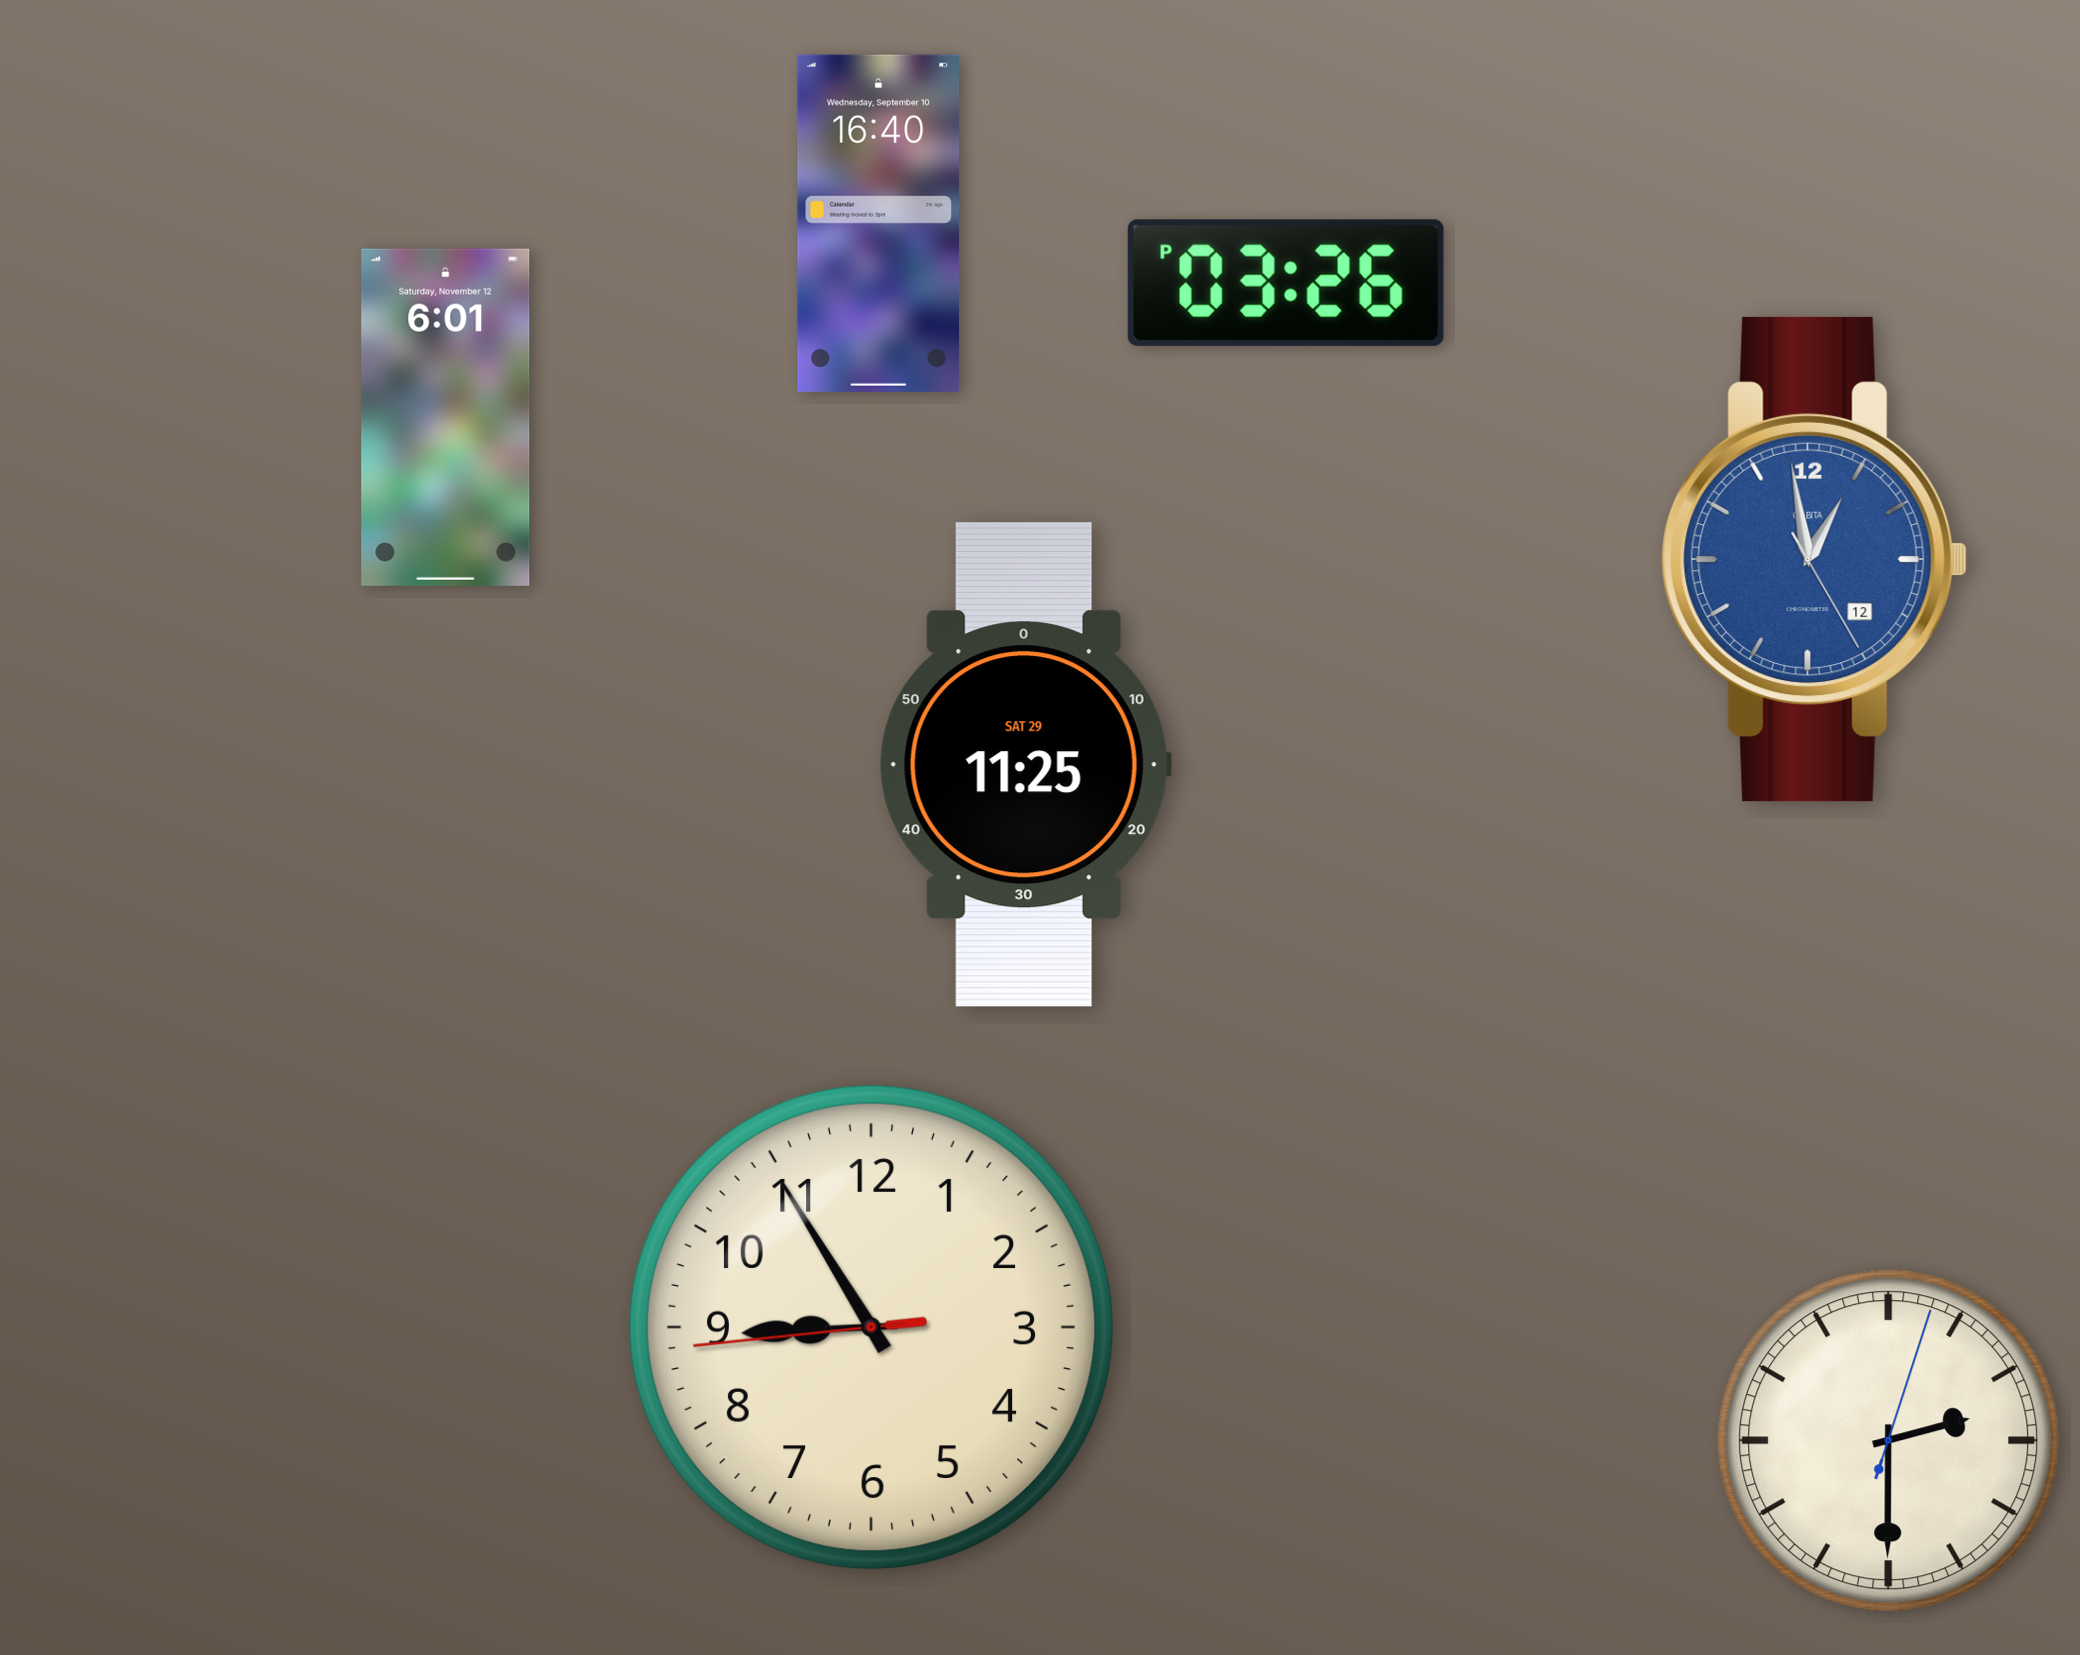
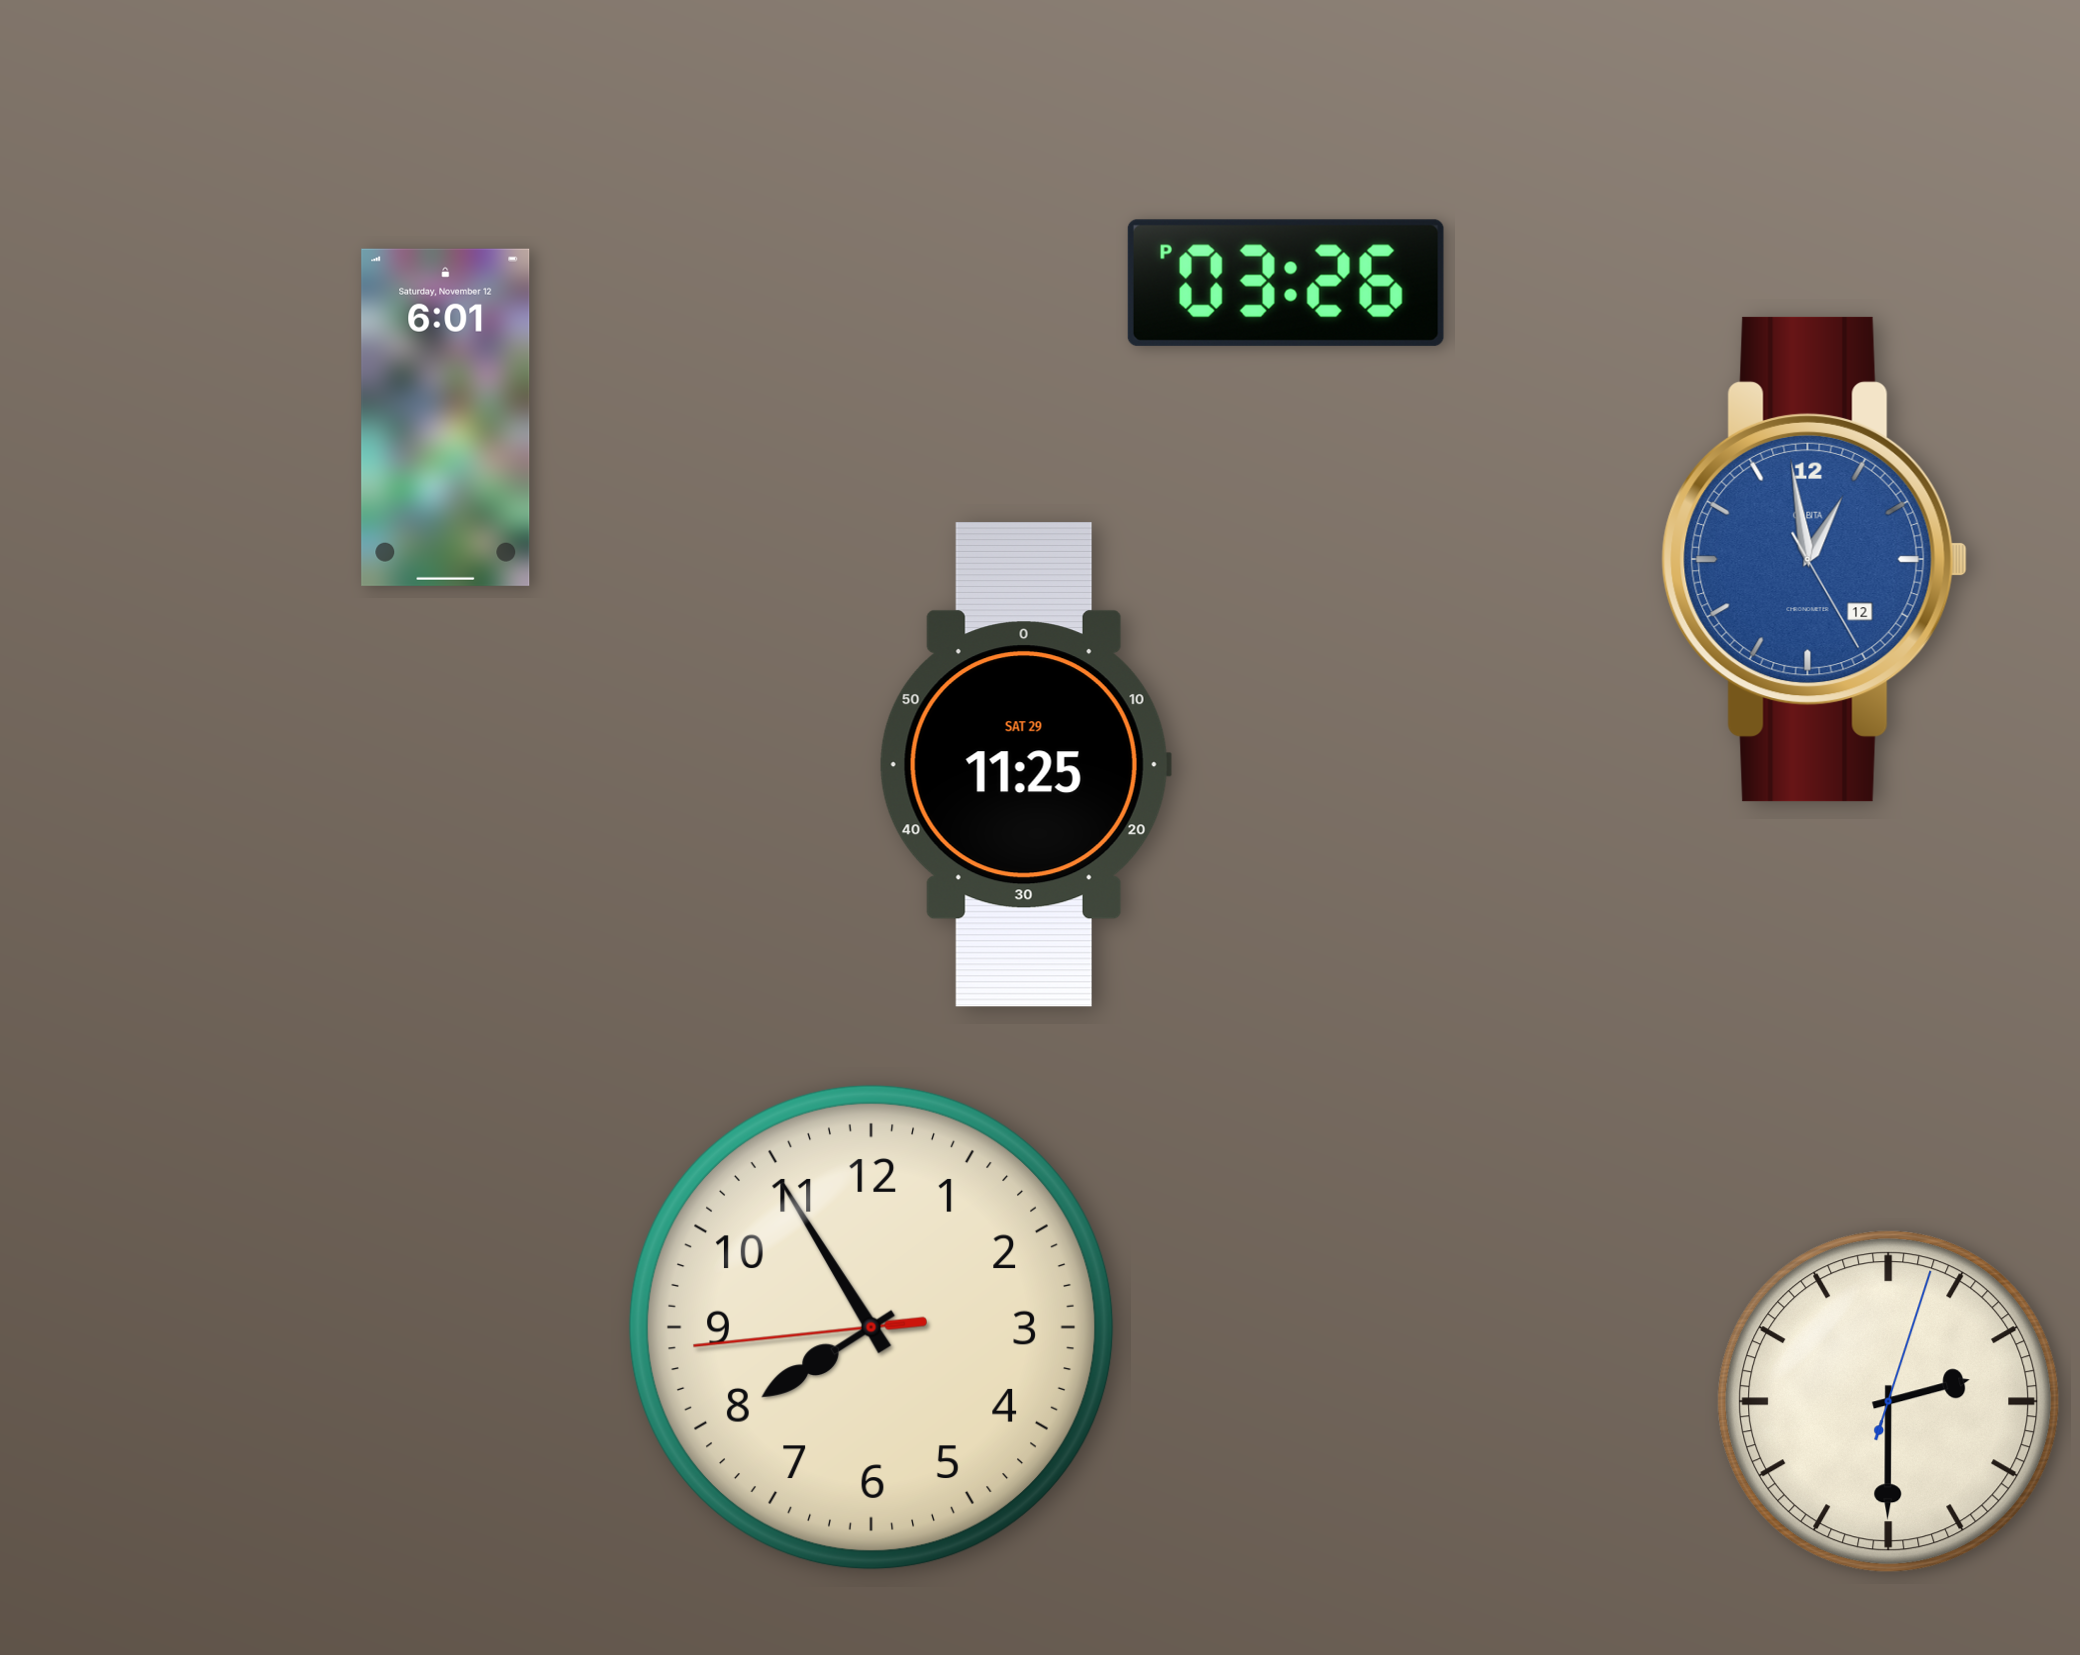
clock at (879, 223): 16:40 -> none
clock at (871, 1327): 8:54 -> 7:54
clock at (1889, 1441) position: (1889, 1441) -> (1889, 1402)
